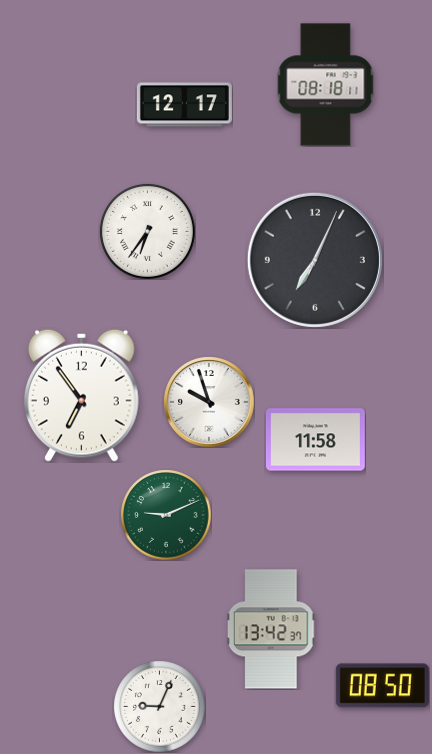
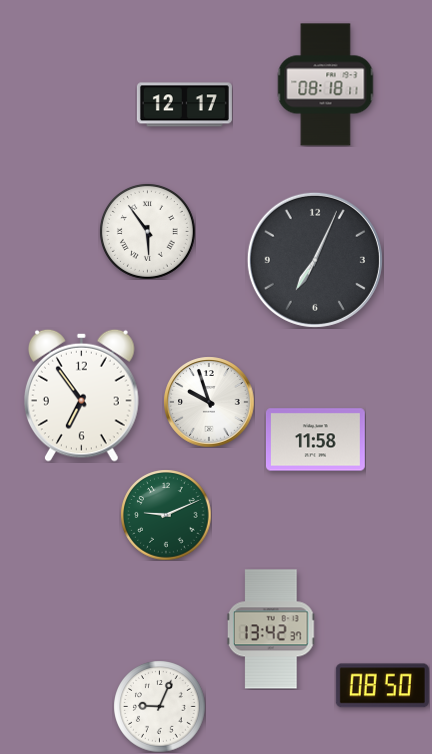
clock at (147, 231): 6:36 -> 5:54
